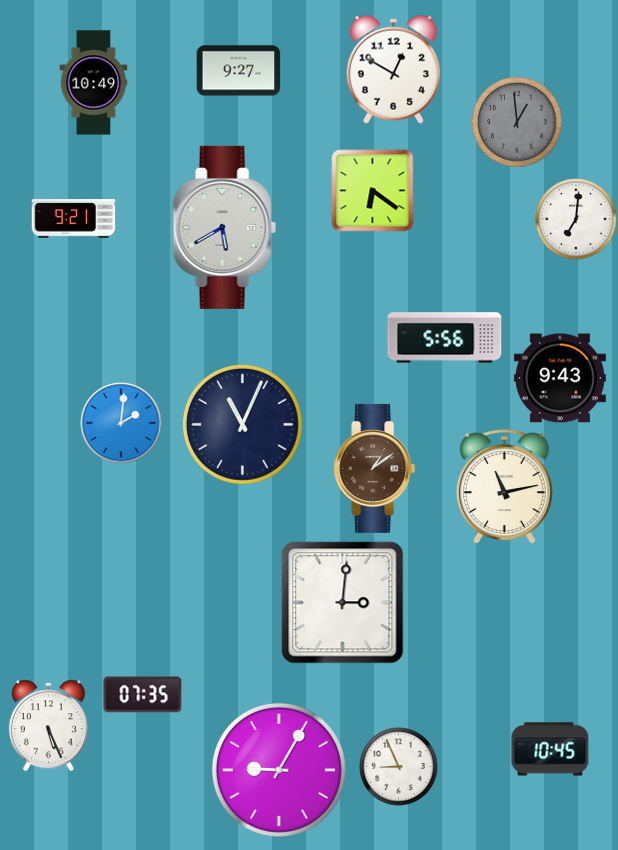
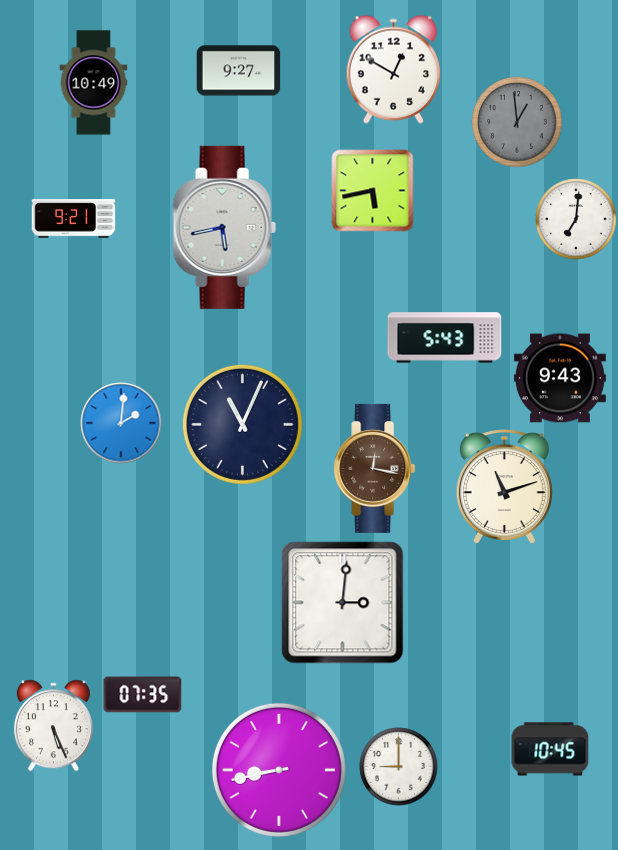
clock at (373, 191): 6:21 -> 5:43
clock at (224, 227): 5:40 -> 5:43
clock at (445, 338): 5:56 -> 5:43
clock at (375, 468): 1:09 -> 12:17
clock at (504, 487): 11:13 -> 11:12
clock at (48, 726) position: (48, 726) -> (53, 726)
clock at (399, 767): 8:56 -> 9:00
clock at (279, 770): 9:05 -> 8:43
